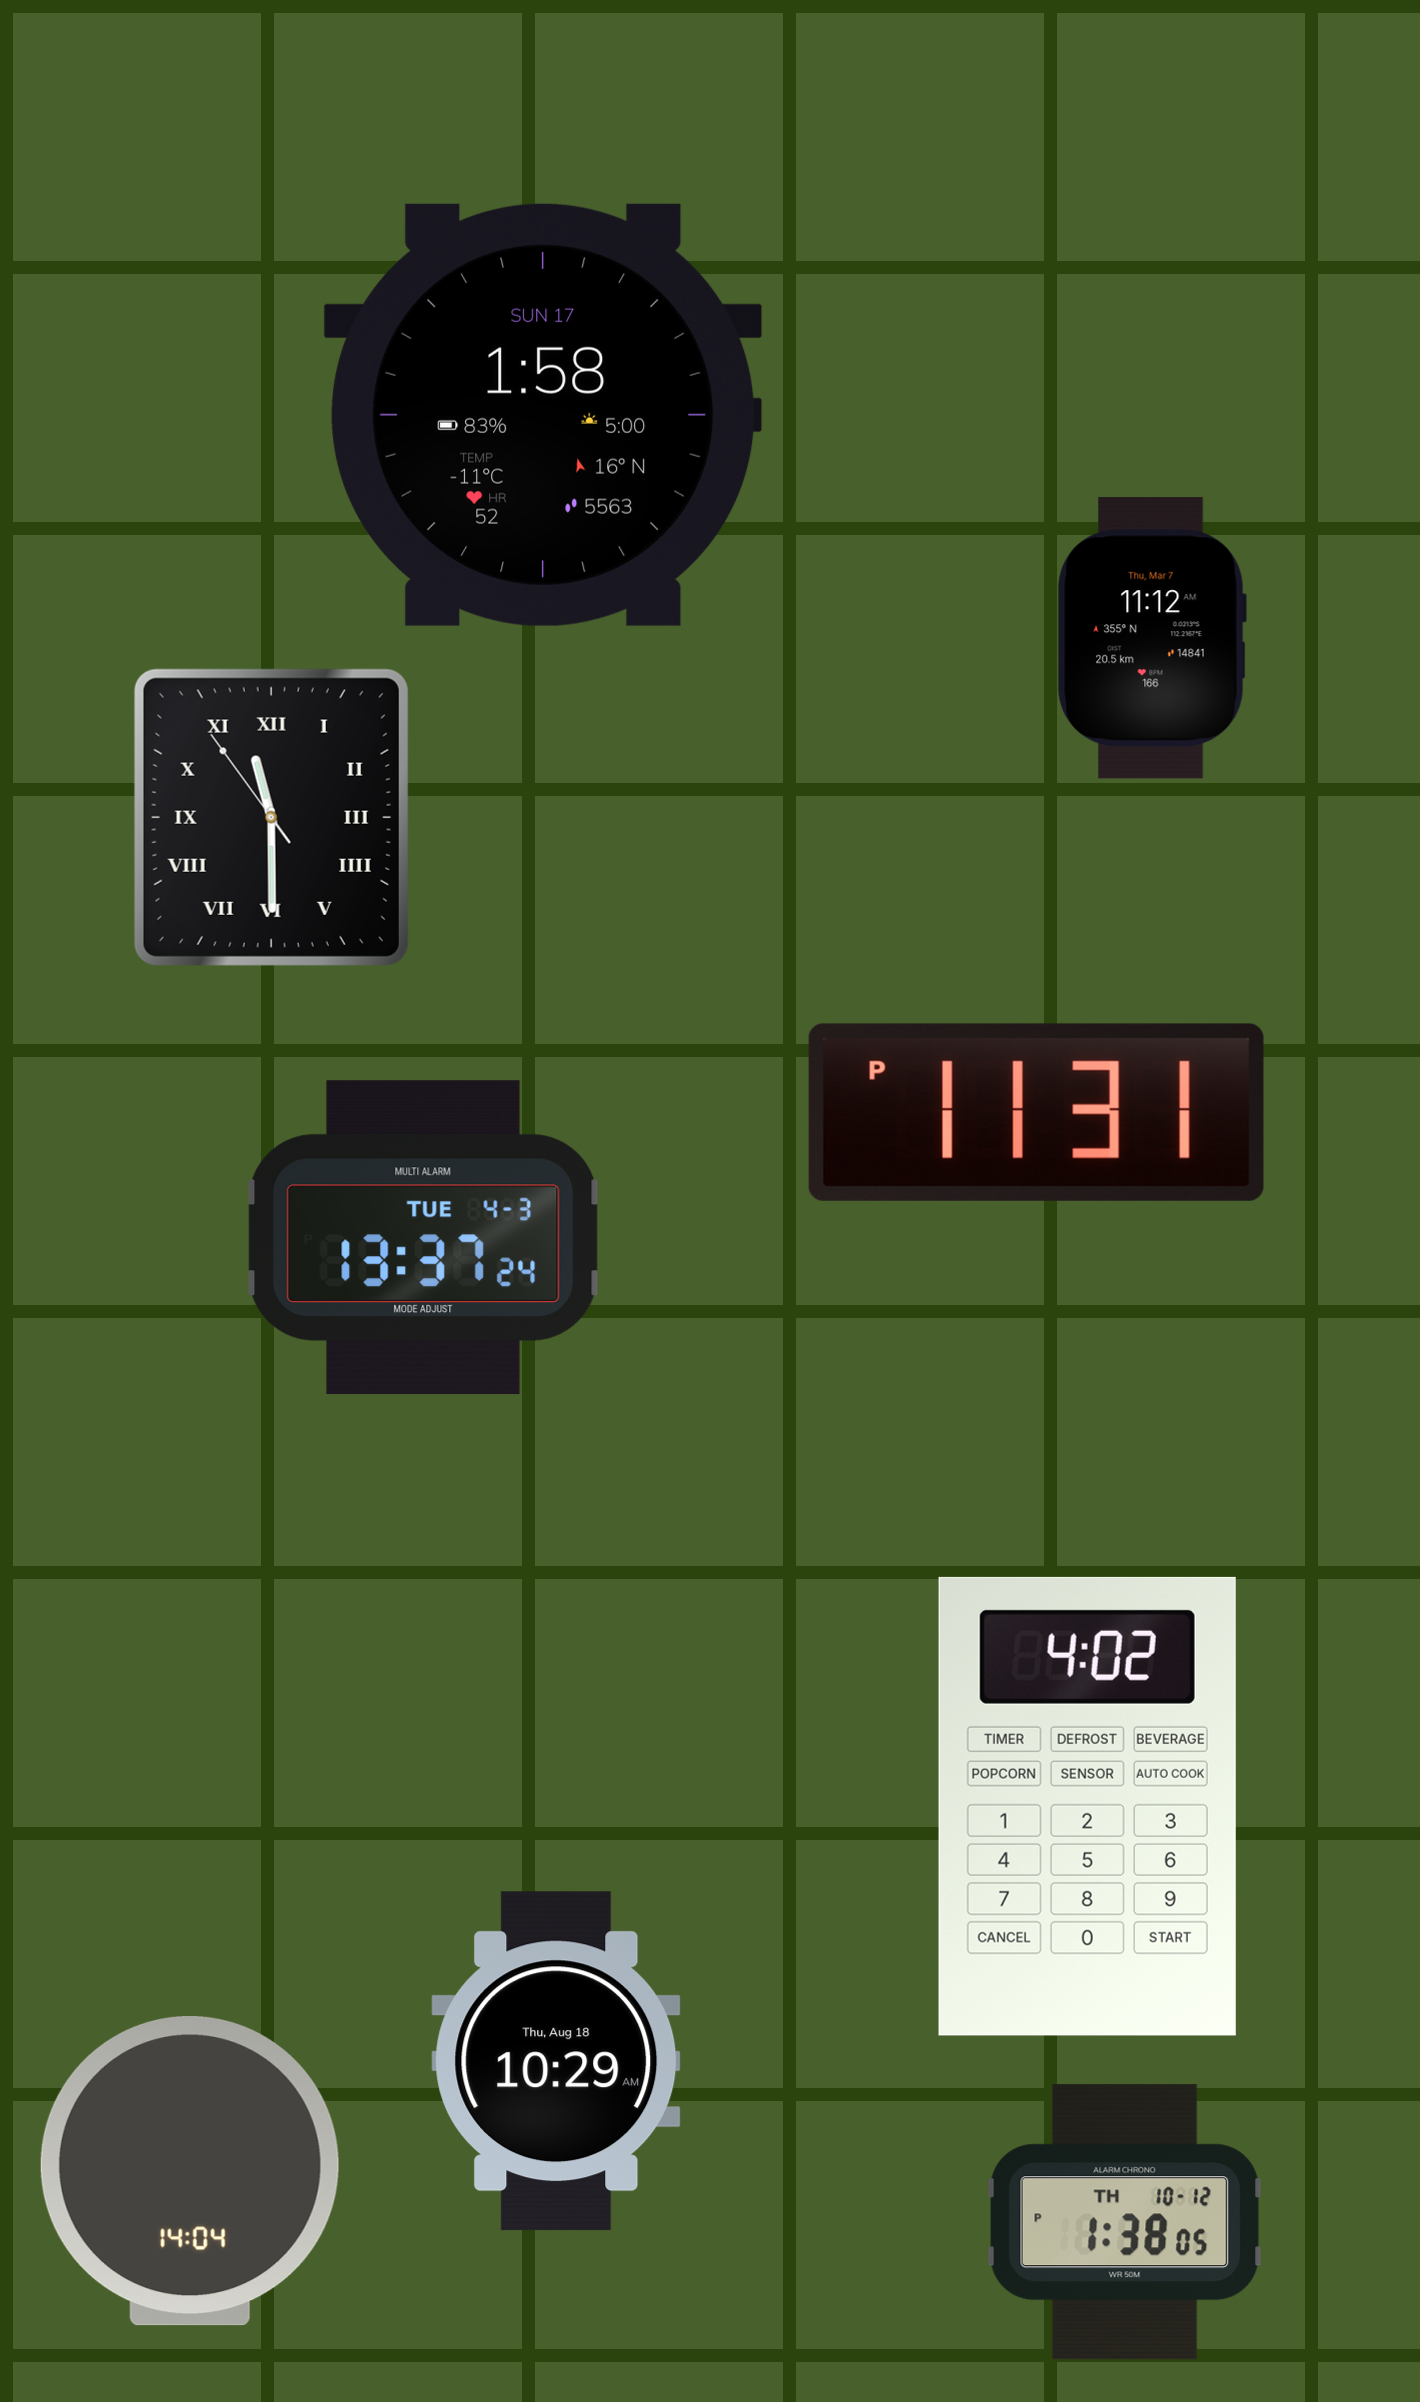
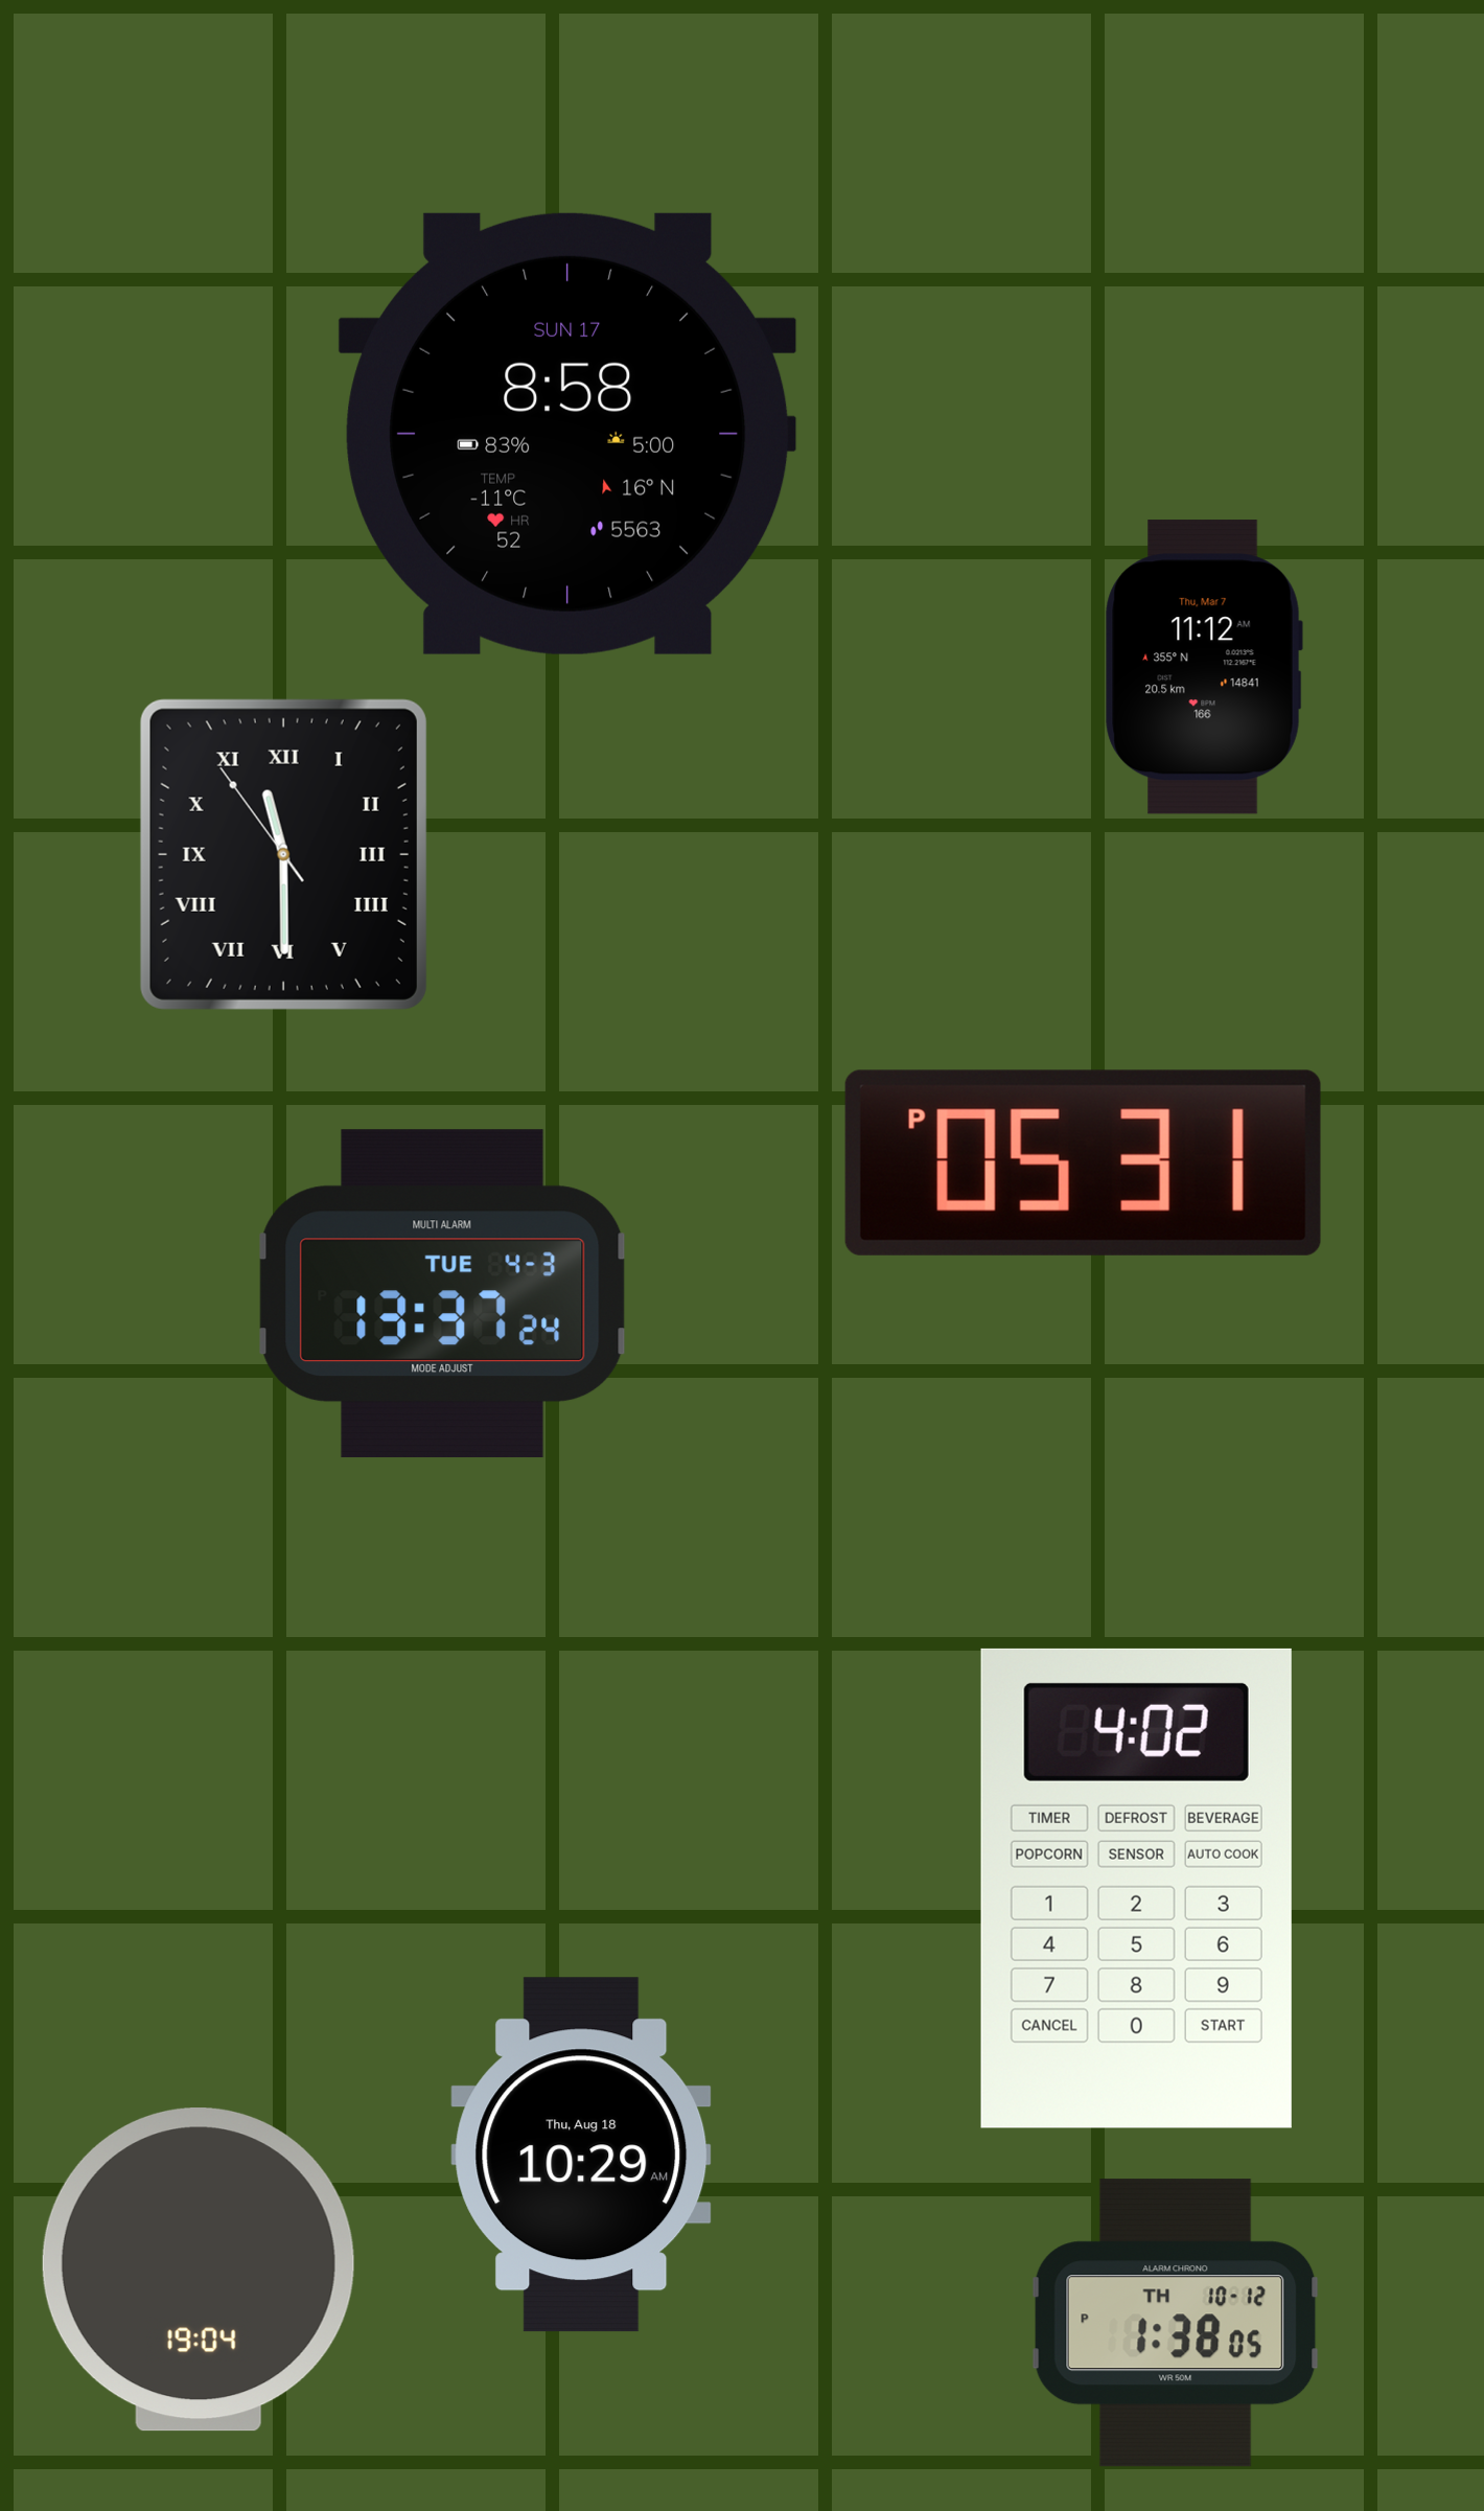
clock at (543, 415): 1:58 -> 8:58
clock at (1036, 1112): 11:31 -> 05:31
clock at (190, 2171): 14:04 -> 19:04
